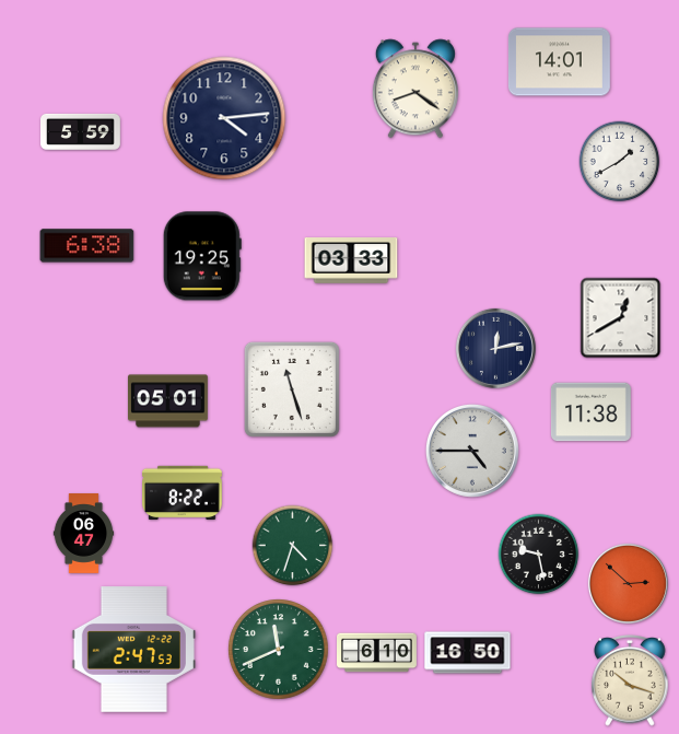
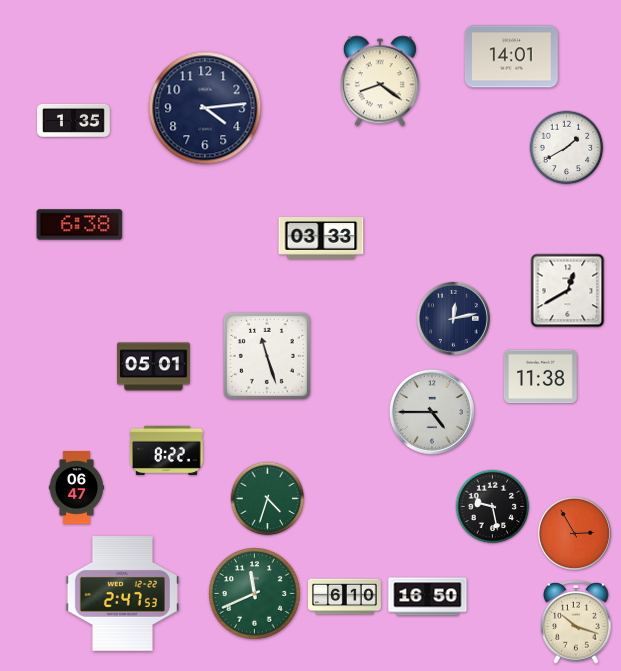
clock at (81, 131): 5:59 -> 1:35
clock at (202, 256): 19:25 -> none
clock at (628, 583): 2:52 -> 2:55
